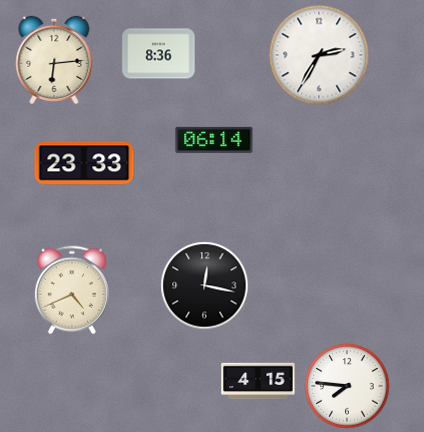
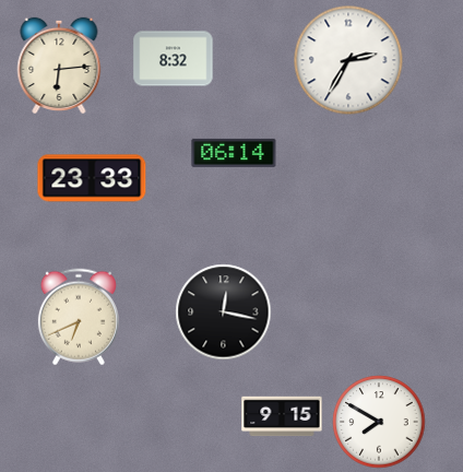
clock at (159, 54): 8:36 -> 8:32
clock at (72, 290): 4:41 -> 6:41
clock at (258, 381): 4:15 -> 9:15
clock at (347, 386): 7:46 -> 7:50
